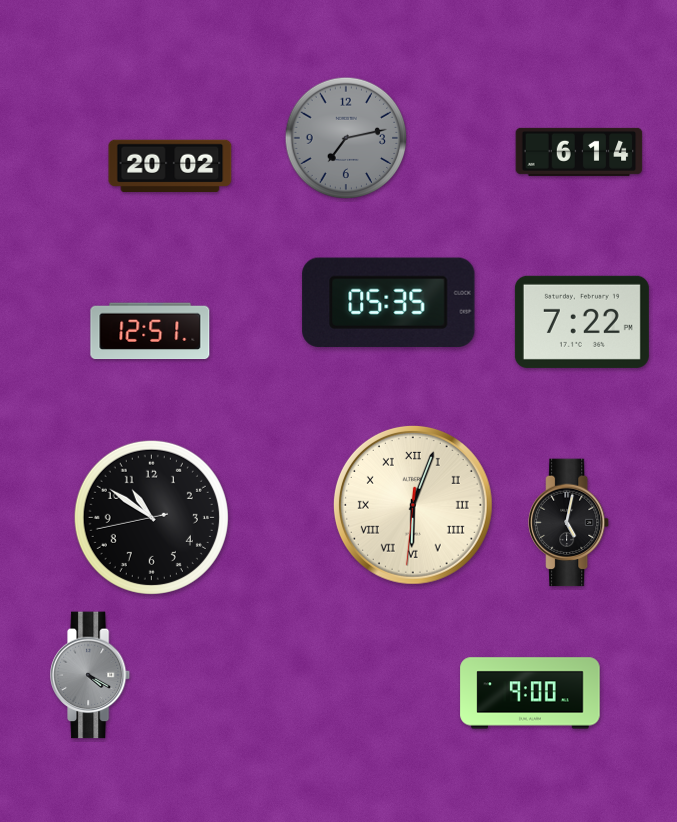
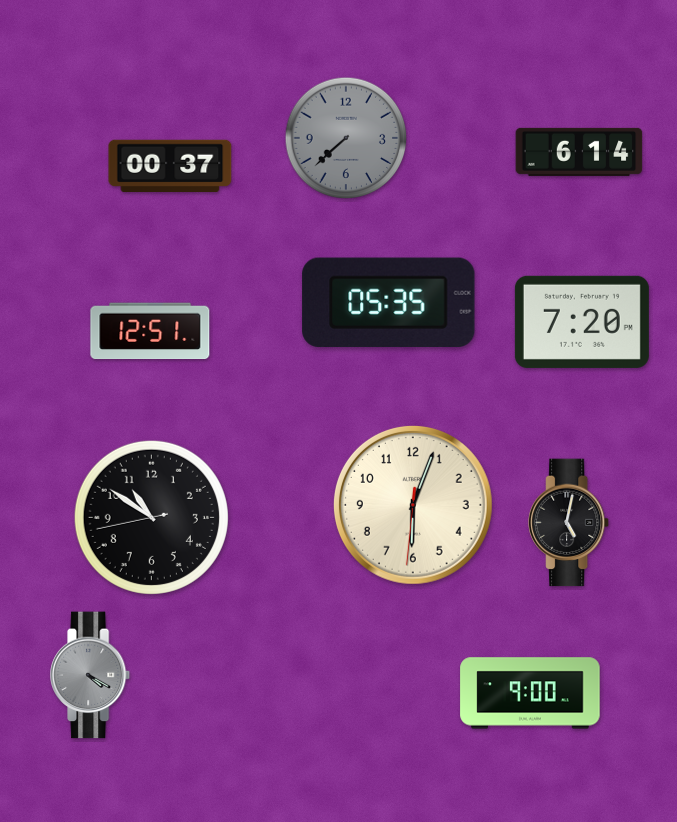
clock at (346, 138): 7:13 -> 7:38
clock at (170, 165): 20:02 -> 00:37
clock at (582, 322): 7:22 -> 7:20
clock at (413, 505) numerals: Roman -> Arabic
